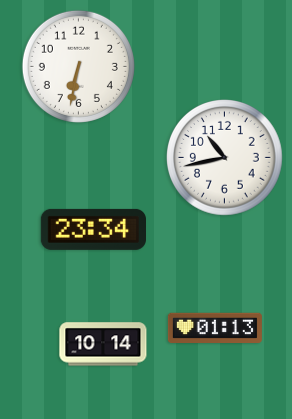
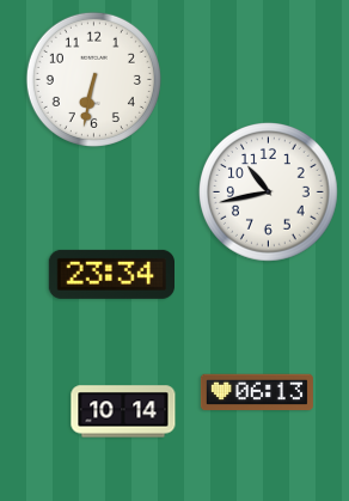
clock at (225, 158) position: (225, 158) -> (269, 193)
clock at (215, 327): 01:13 -> 06:13
